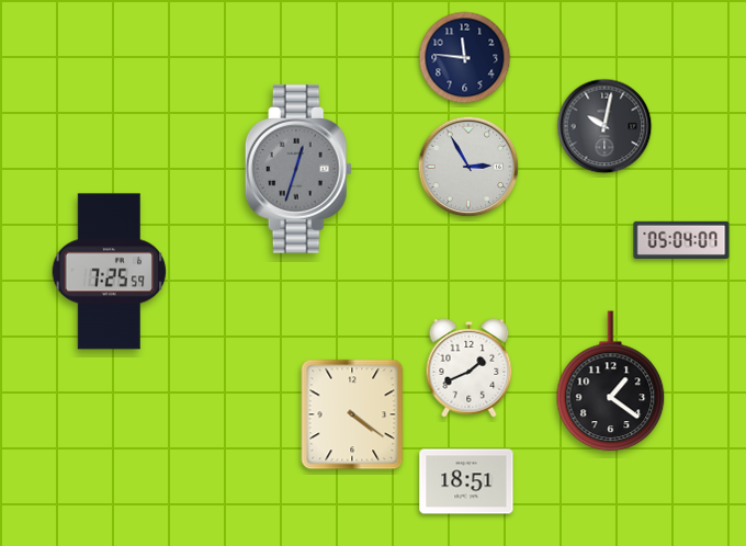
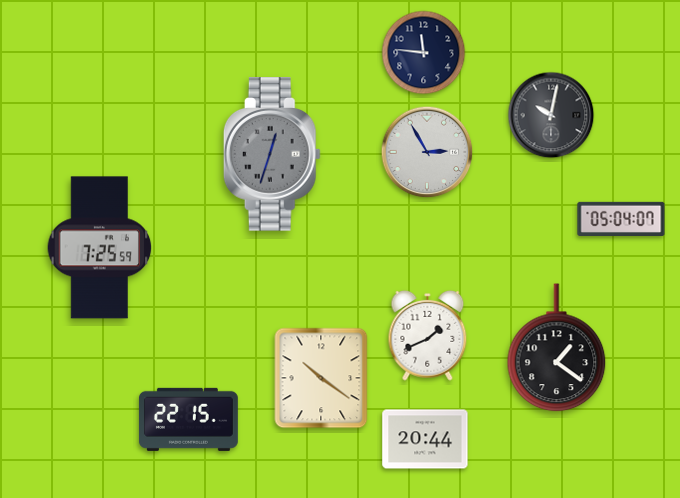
clock at (352, 414): 4:21 -> 10:21
clock at (188, 419): none -> 22:15
clock at (466, 481): 18:51 -> 20:44
